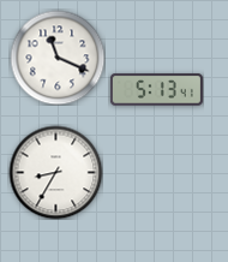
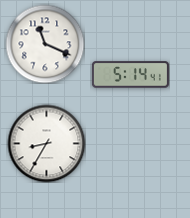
clock at (58, 58) position: (58, 58) -> (45, 44)
clock at (156, 90): 5:13 -> 5:14
